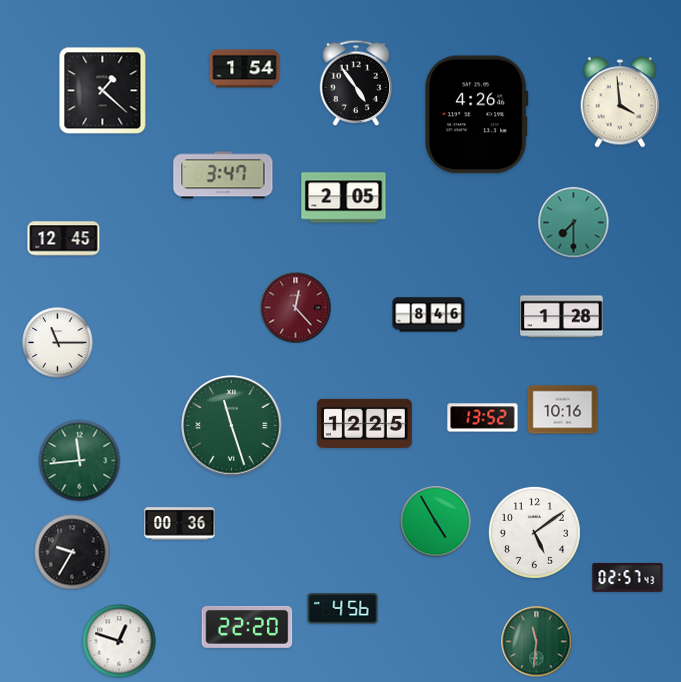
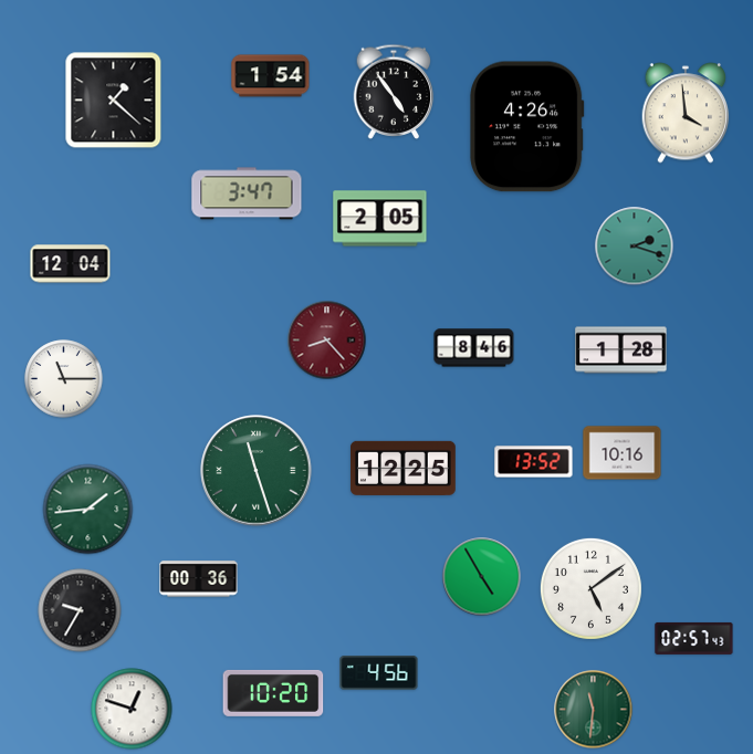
clock at (574, 223): 7:30 -> 2:18
clock at (64, 239): 12:45 -> 12:04
clock at (296, 308): 12:23 -> 8:23
clock at (80, 461): 11:44 -> 1:44
clock at (247, 627): 22:20 -> 10:20
